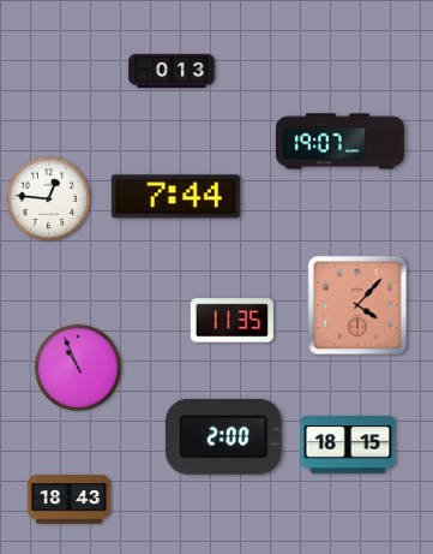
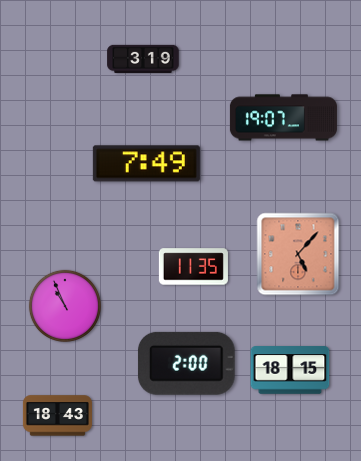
clock at (172, 71): 0:13 -> 3:19
clock at (175, 197): 7:44 -> 7:49
clock at (49, 199): 12:46 -> none
clock at (357, 305): 4:07 -> 5:07
